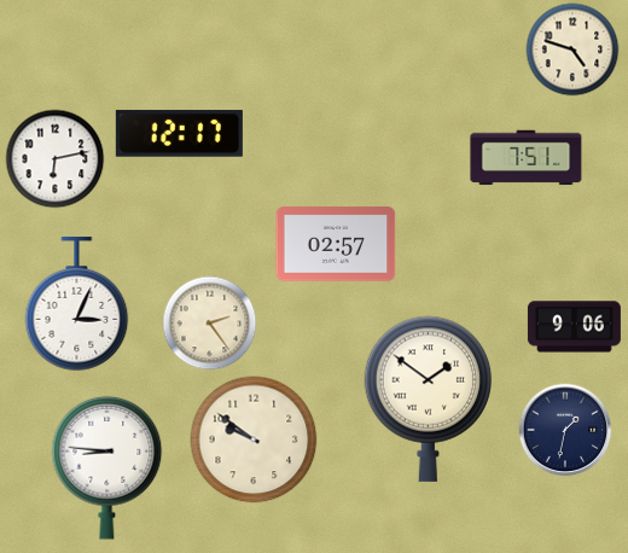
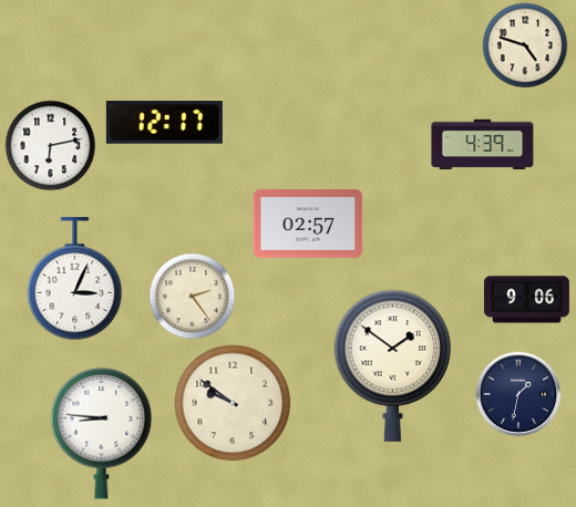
clock at (527, 158): 7:51 -> 4:39
clock at (77, 304) position: (77, 304) -> (75, 279)
clock at (107, 467) position: (107, 467) -> (102, 433)
